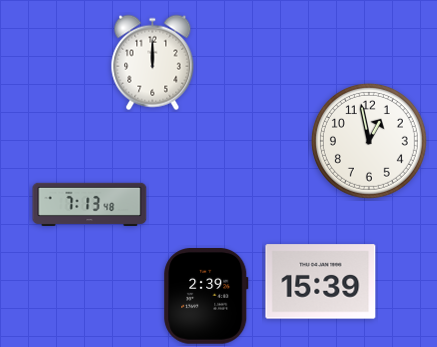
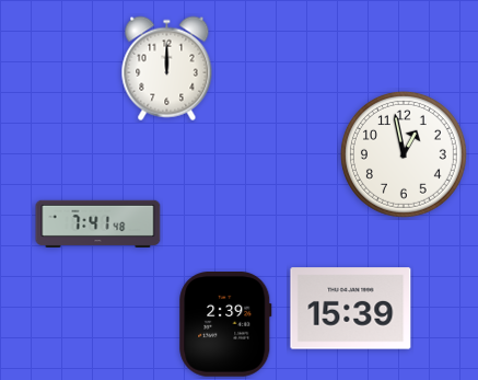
clock at (90, 204): 7:13 -> 7:41
